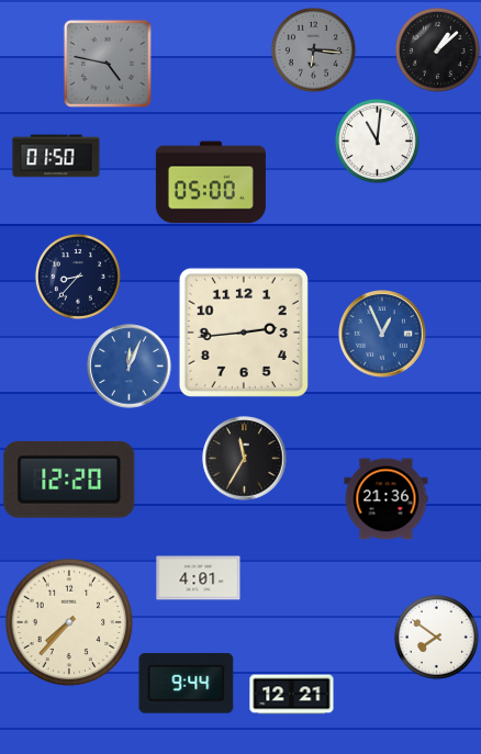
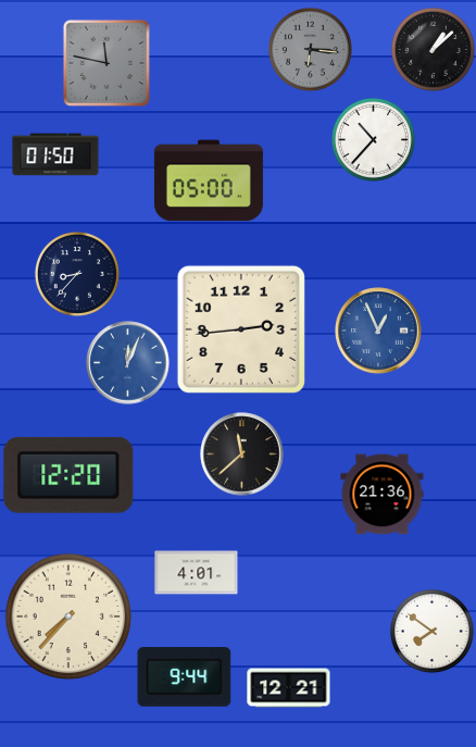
clock at (108, 64): 4:47 -> 11:47
clock at (377, 140): 11:01 -> 10:37
clock at (245, 459): 11:35 -> 11:38
